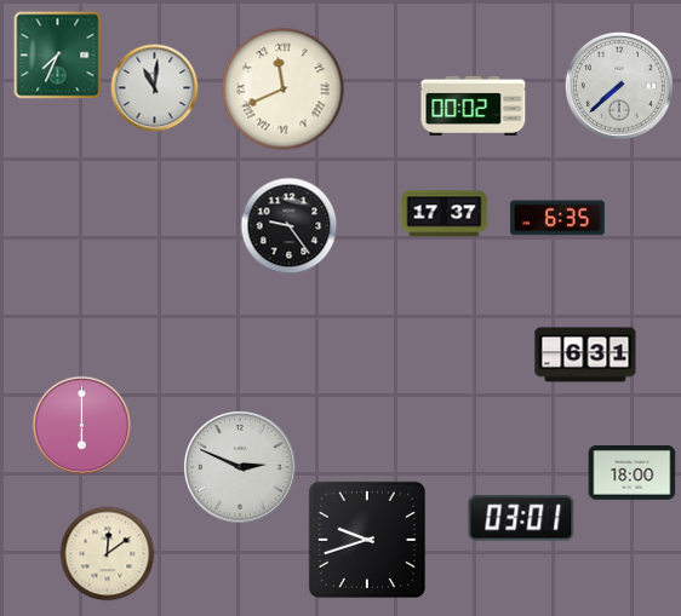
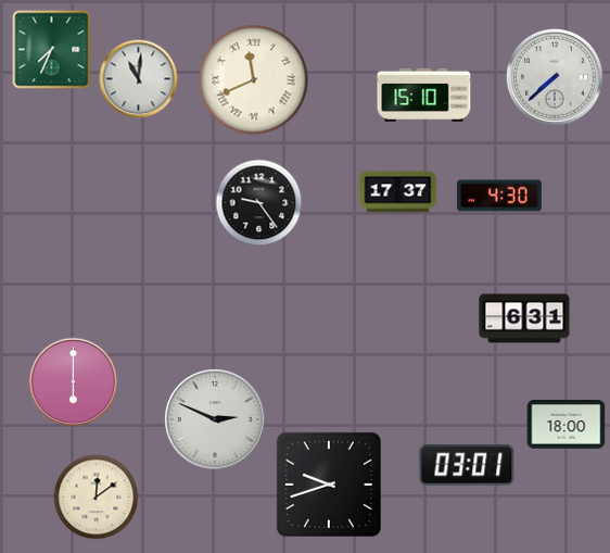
clock at (474, 105): 00:02 -> 15:10
clock at (557, 218): 6:35 -> 4:30
